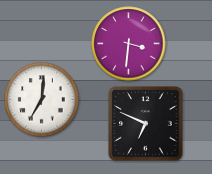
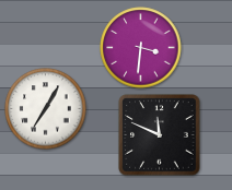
clock at (42, 100): 7:01 -> 7:05
clock at (146, 124): 6:49 -> 11:49
